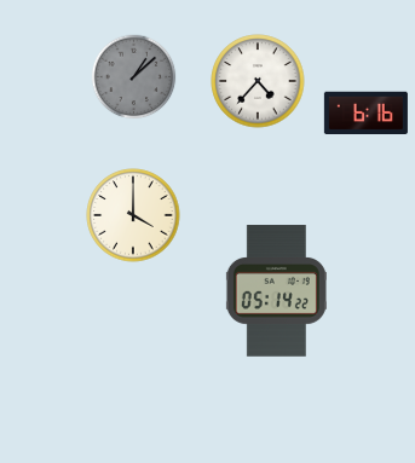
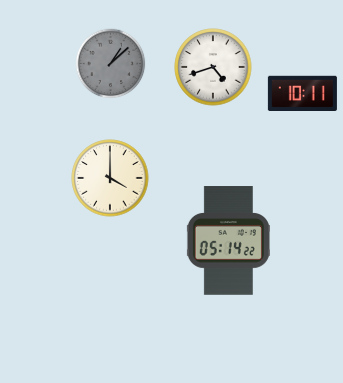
clock at (258, 81): 4:37 -> 4:42
clock at (365, 112): 6:16 -> 10:11
